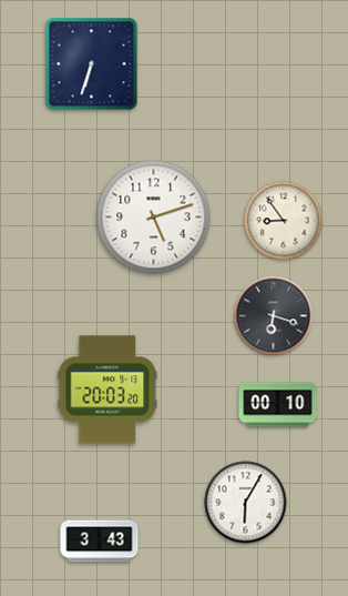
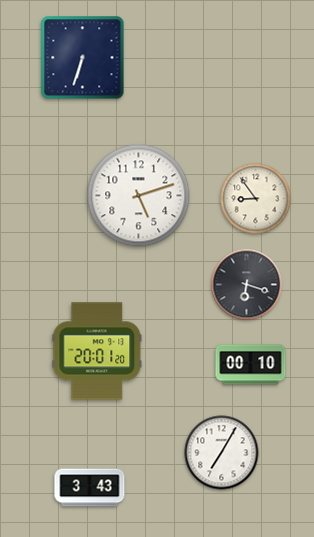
clock at (108, 390): 20:03 -> 20:01
clock at (246, 503): 6:05 -> 7:05
